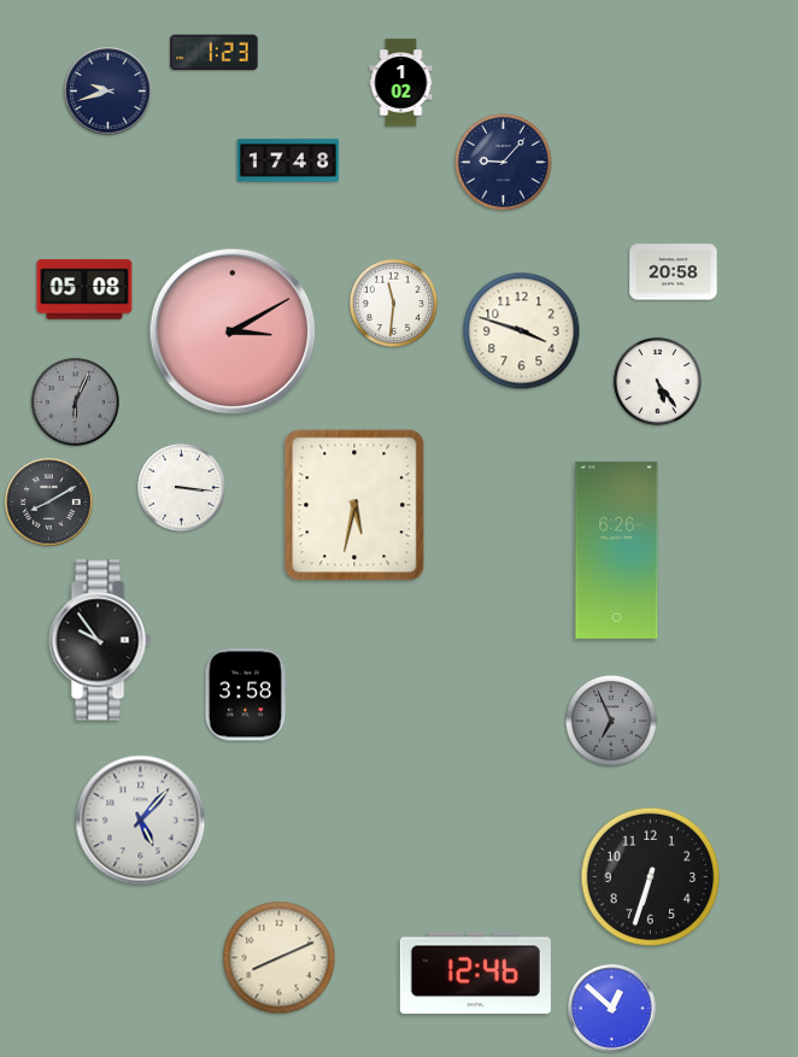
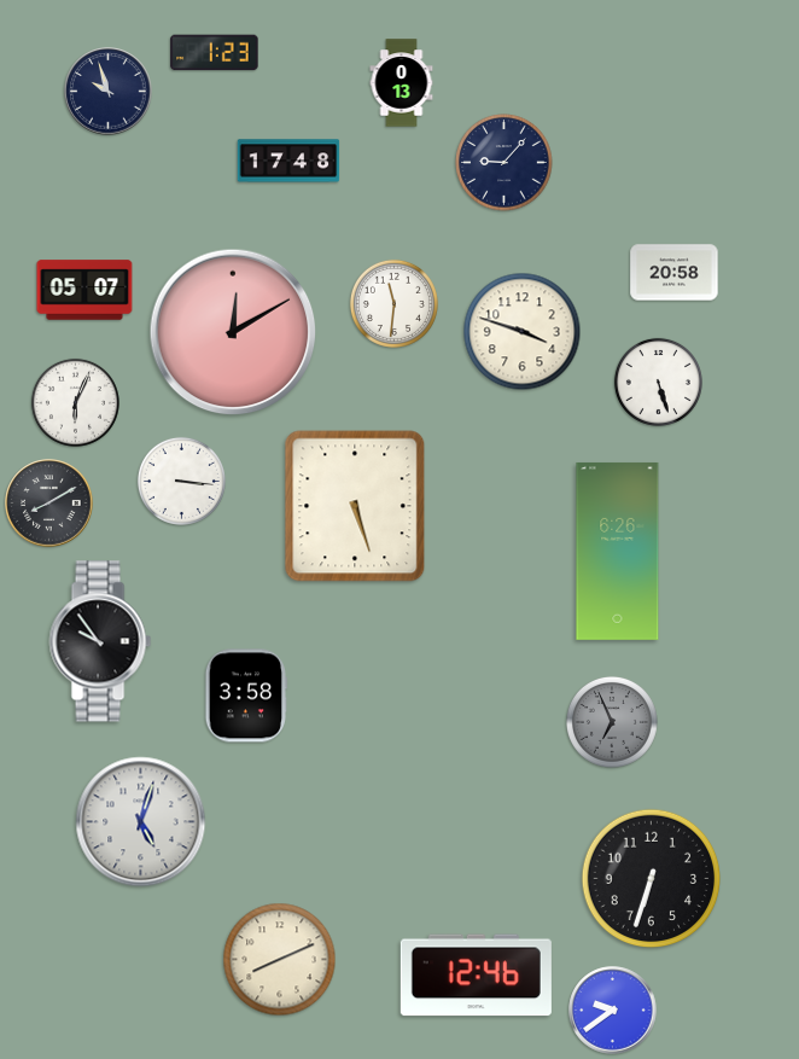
clock at (401, 83): 1:02 -> 0:13
clock at (108, 92): 9:42 -> 9:57
clock at (84, 289): 05:08 -> 05:07
clock at (233, 331): 3:10 -> 12:10
clock at (657, 381): 5:24 -> 5:27
clock at (75, 401) dial: grey -> white
clock at (181, 487) position: (181, 487) -> (181, 481)
clock at (354, 505): 5:32 -> 5:27
clock at (141, 821): 5:07 -> 5:03
clock at (612, 1009): 12:52 -> 9:39
